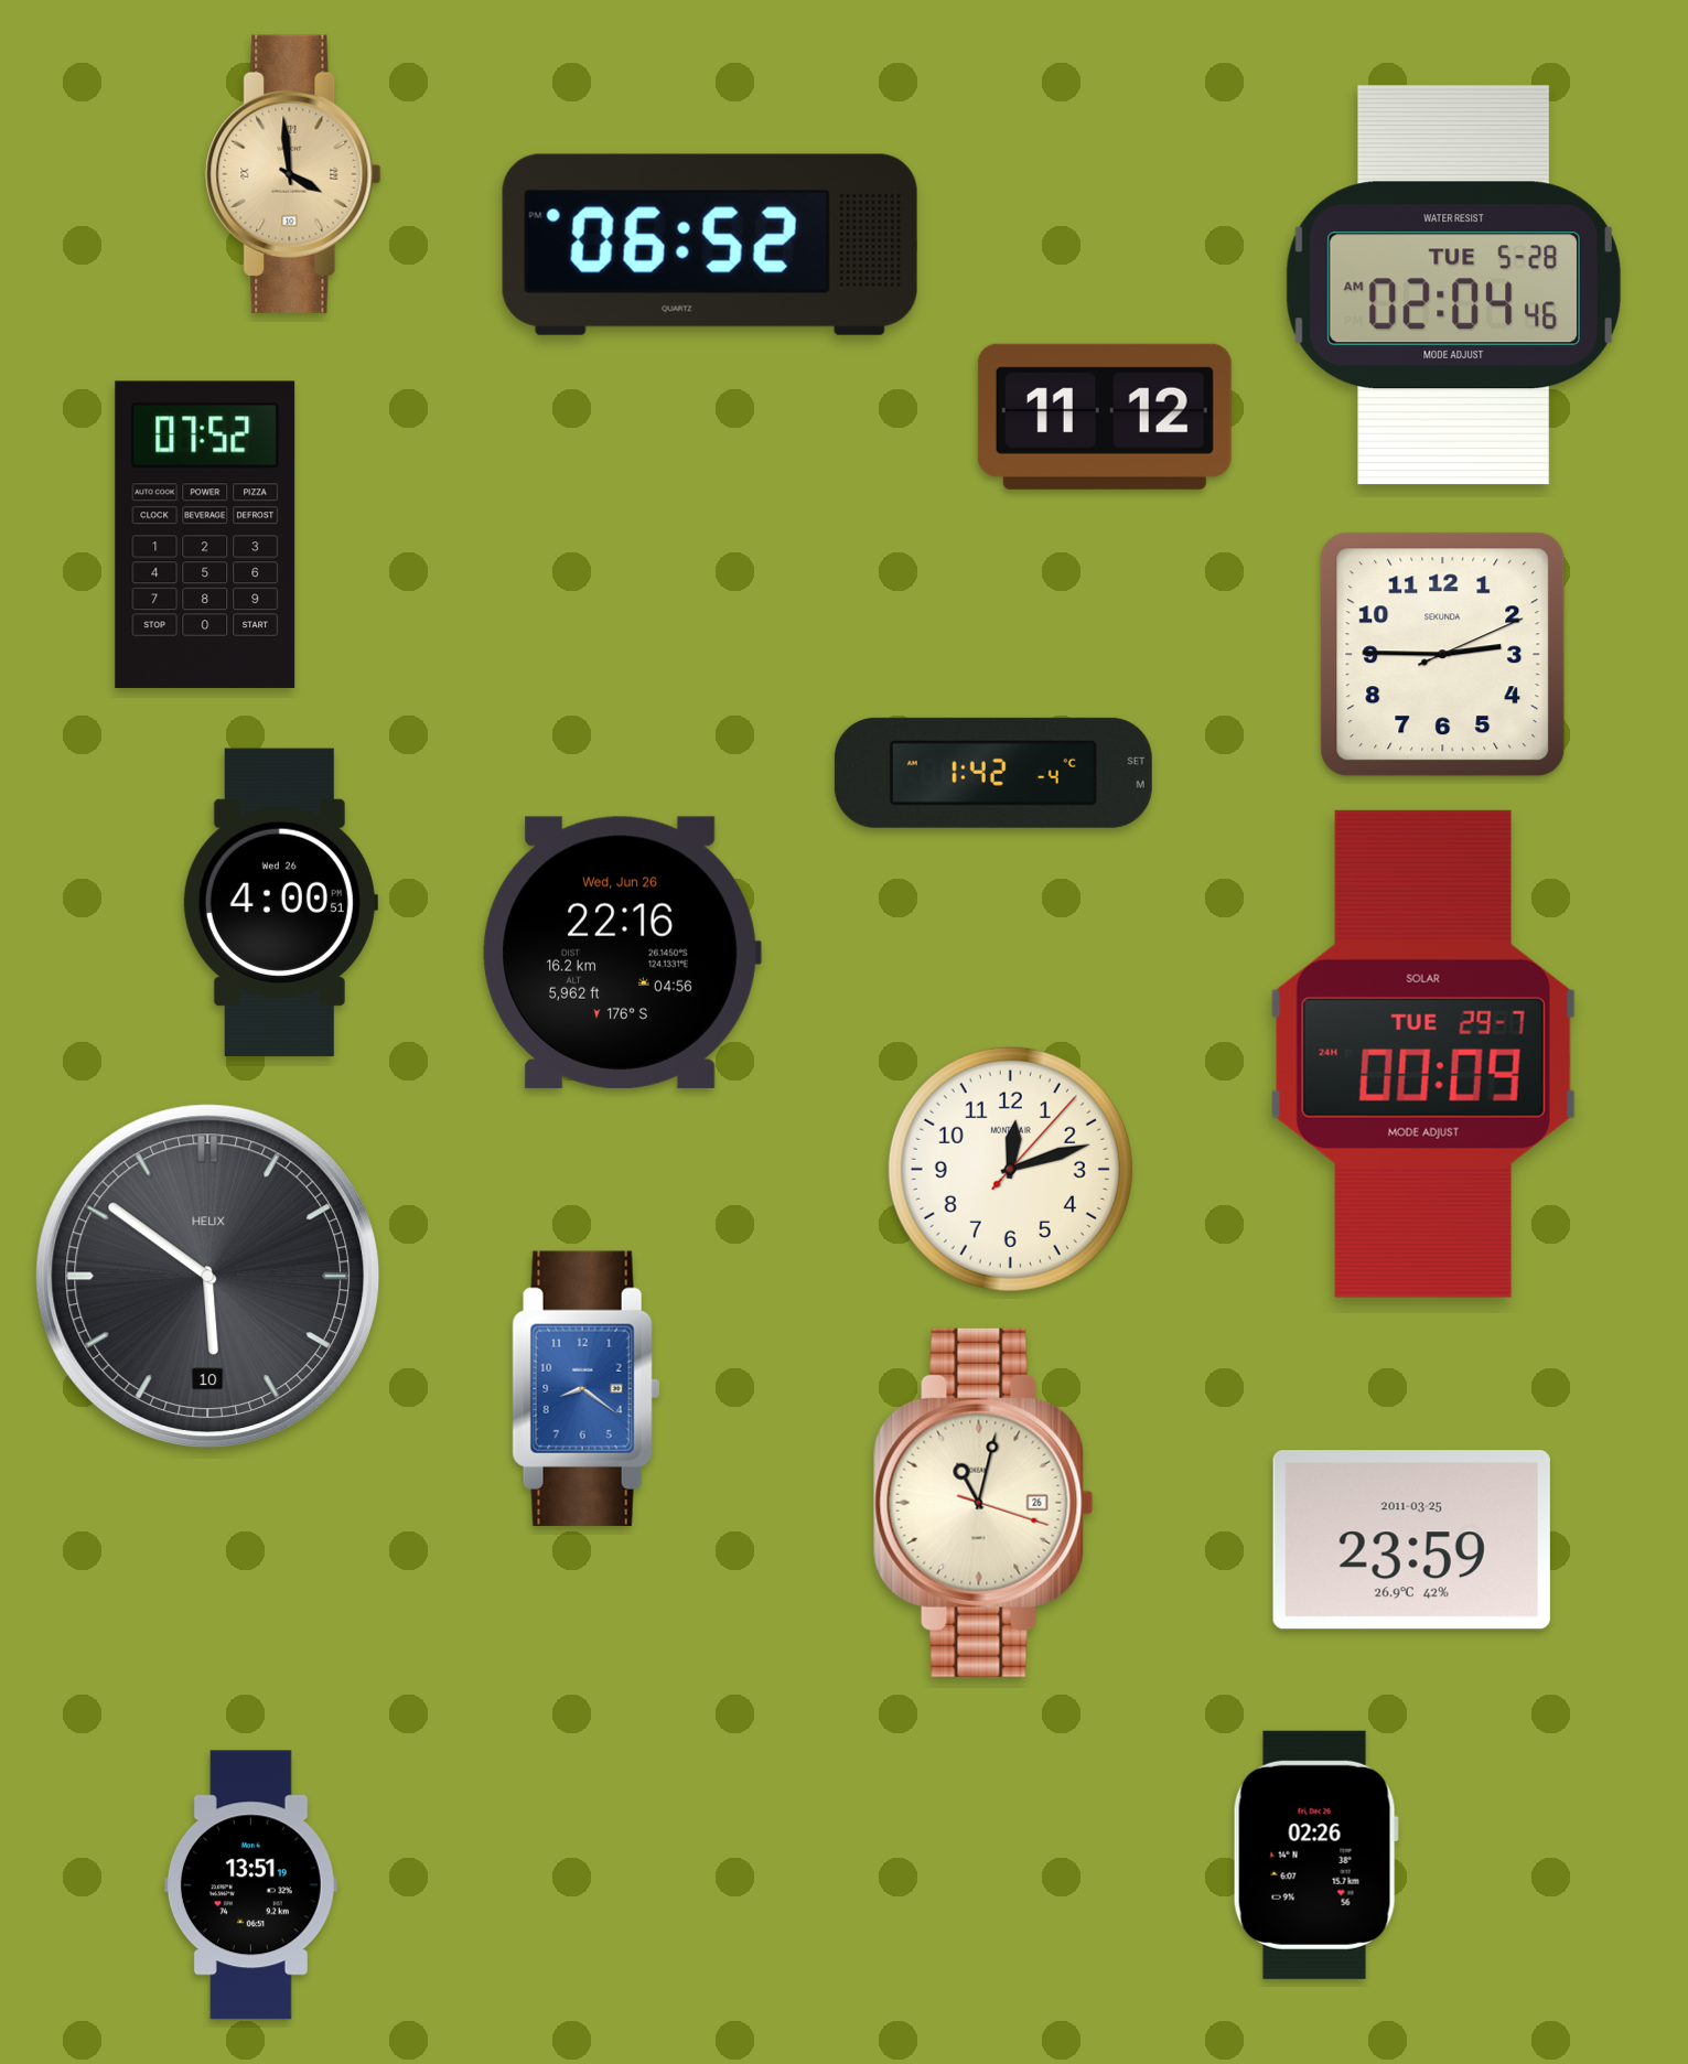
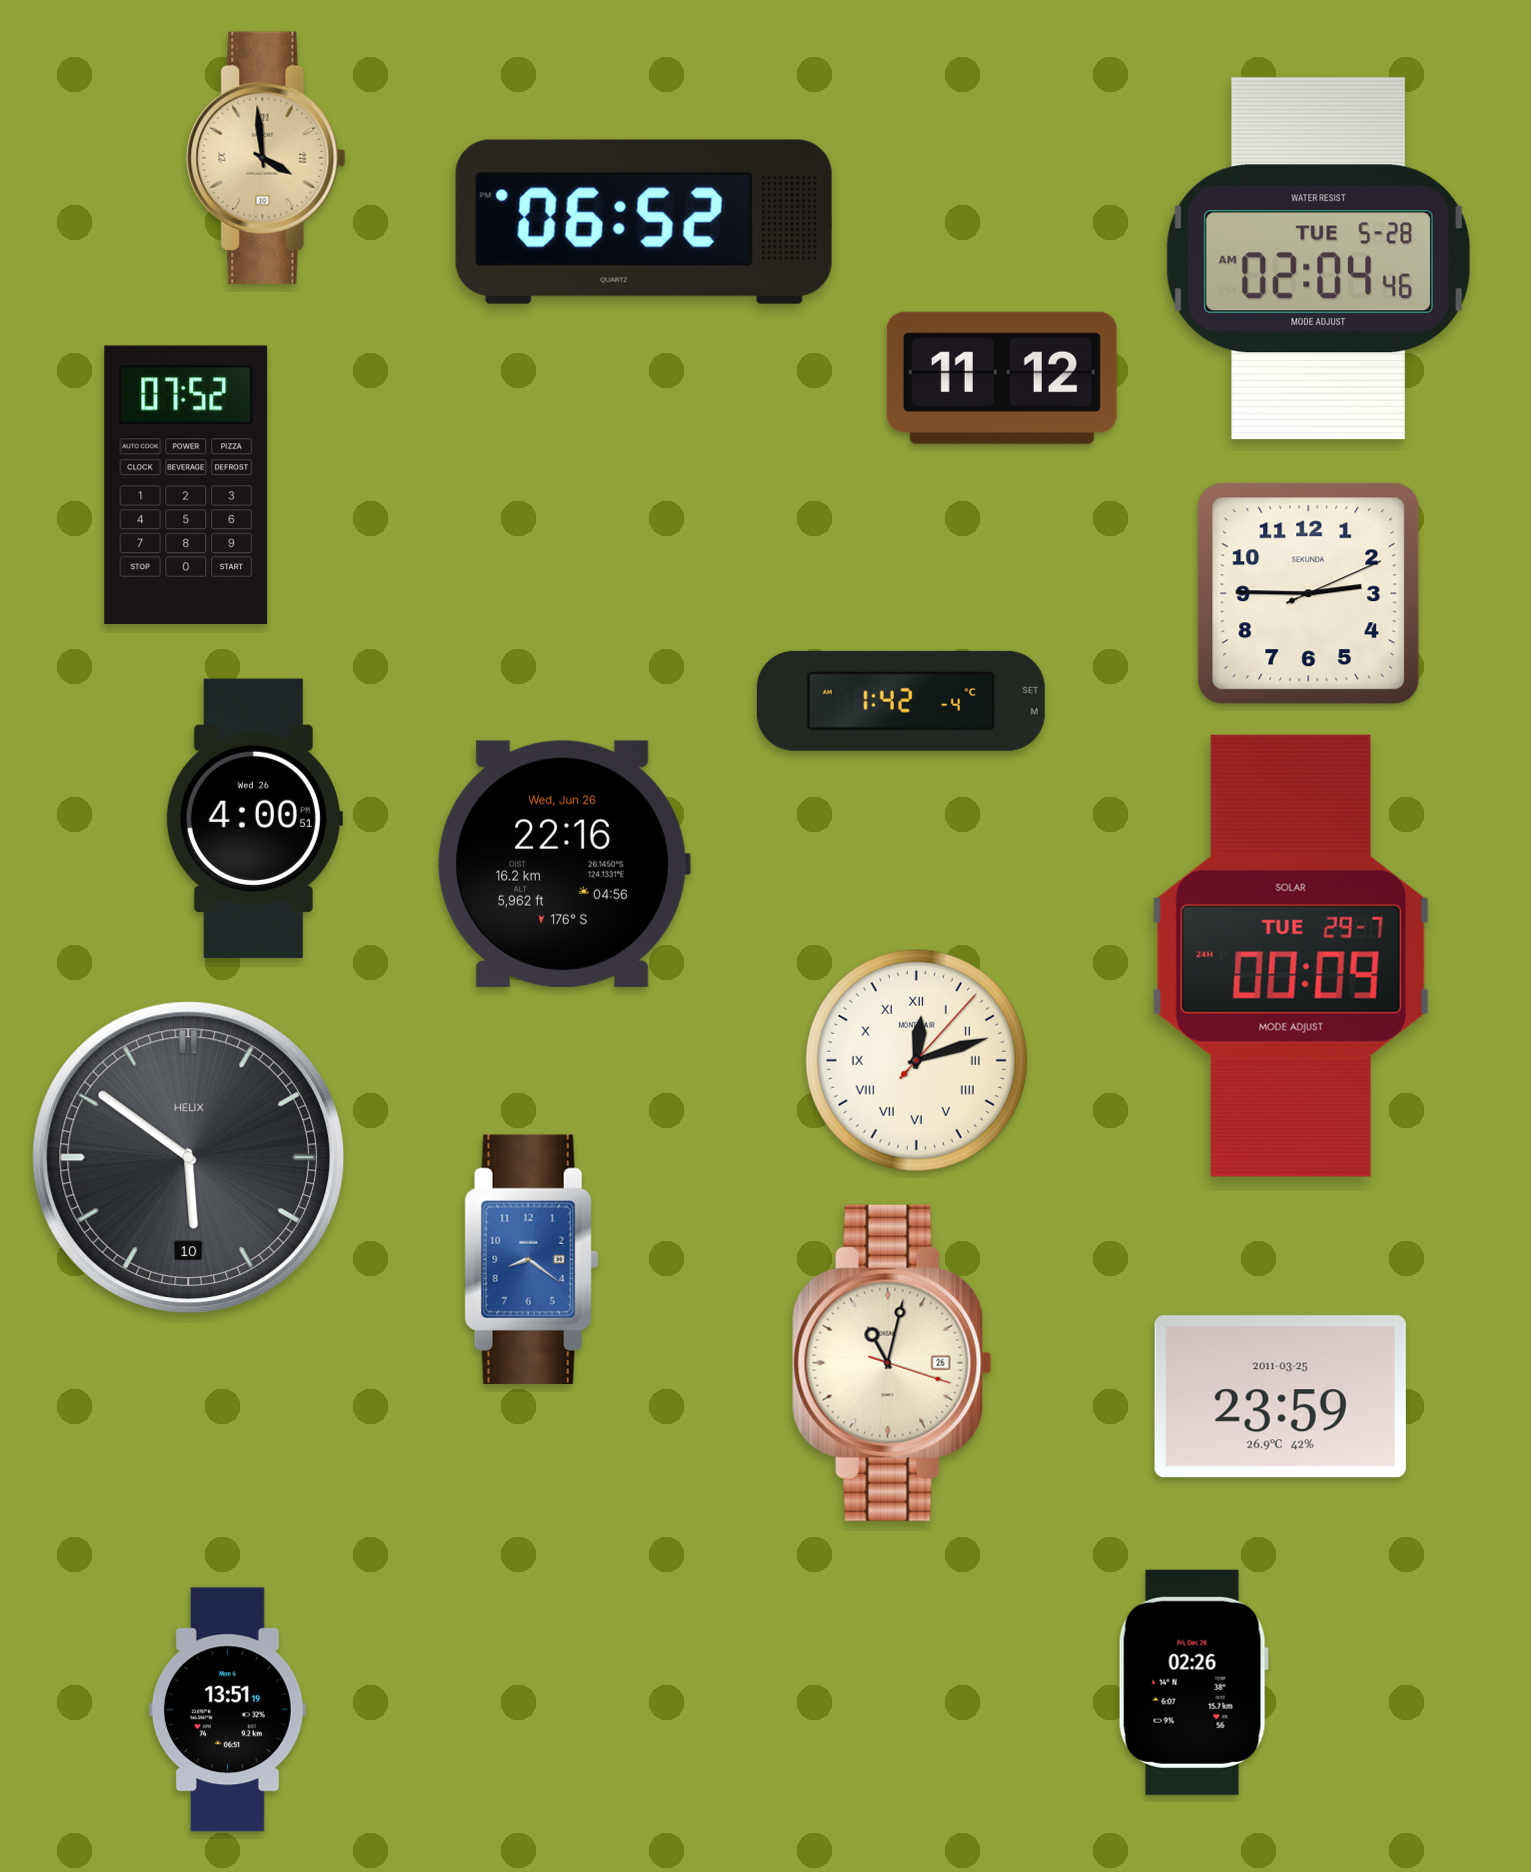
clock at (1010, 1169) numerals: Arabic -> Roman
